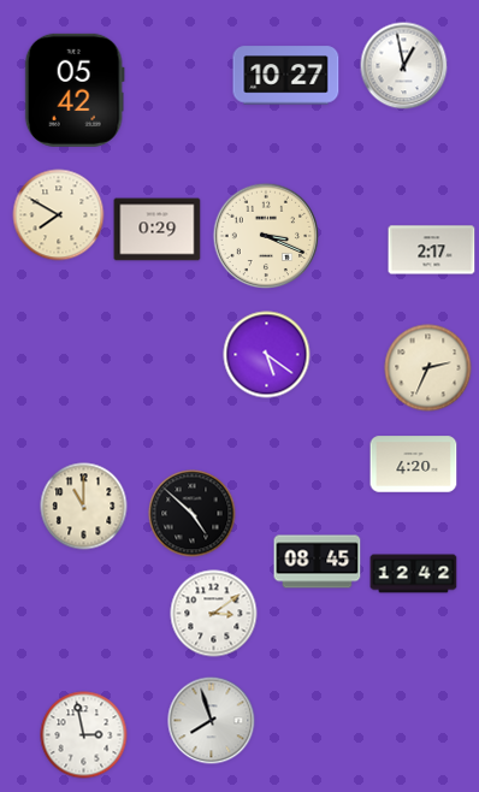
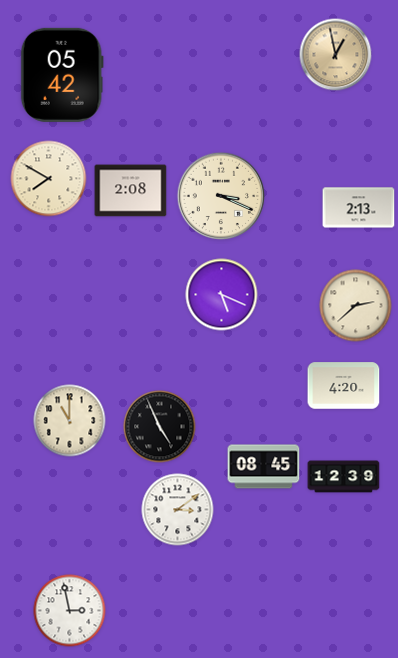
clock at (404, 66) dial: white -> champagne
clock at (286, 76): 10:27 -> none
clock at (158, 230): 0:29 -> 2:08
clock at (432, 250): 2:17 -> 2:13
clock at (267, 355): 5:21 -> 5:19
clock at (428, 368): 2:34 -> 2:38
clock at (193, 514): 4:52 -> 4:56
clock at (414, 574): 12:42 -> 12:39
clock at (212, 721): 7:57 -> none
